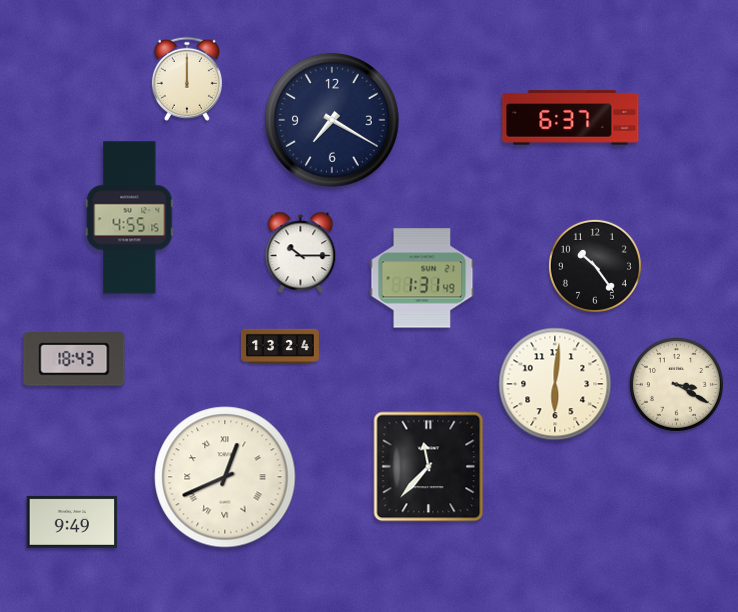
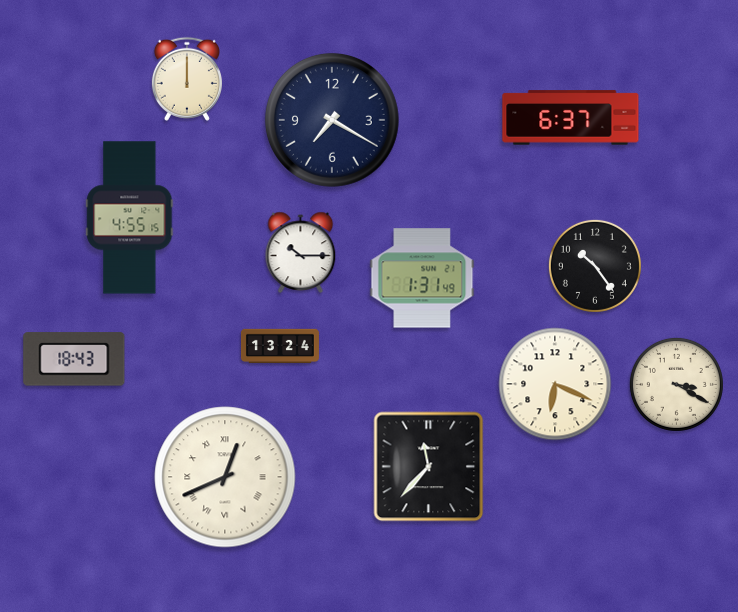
clock at (555, 384): 6:01 -> 6:19
clock at (72, 522): 9:49 -> none
